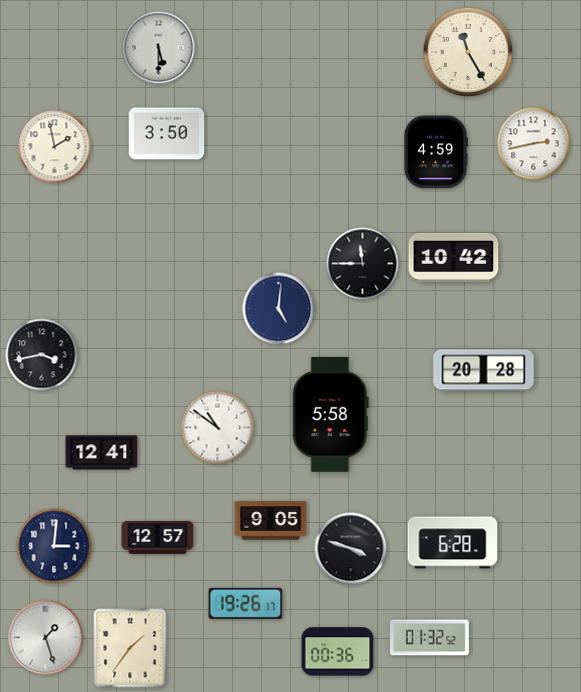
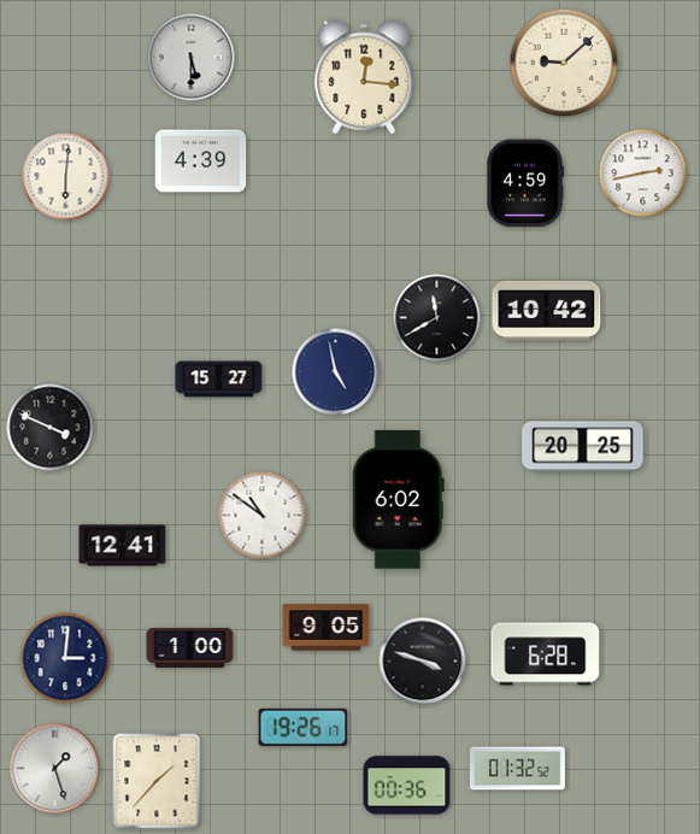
clock at (468, 52): 11:25 -> 9:08
clock at (364, 77): none -> 12:16
clock at (167, 134): 3:50 -> 4:39
clock at (55, 147): 1:58 -> 6:01
clock at (363, 264): 11:45 -> 11:40
clock at (279, 309): 5:01 -> 4:58
clock at (219, 380): none -> 15:27
clock at (42, 355): 3:43 -> 3:49
clock at (484, 371): 20:28 -> 20:25
clock at (330, 415): 5:58 -> 6:02
clock at (158, 537): 12:57 -> 1:00
clock at (246, 603) position: (246, 603) -> (304, 727)
clock at (130, 648): 1:36 -> 1:37
